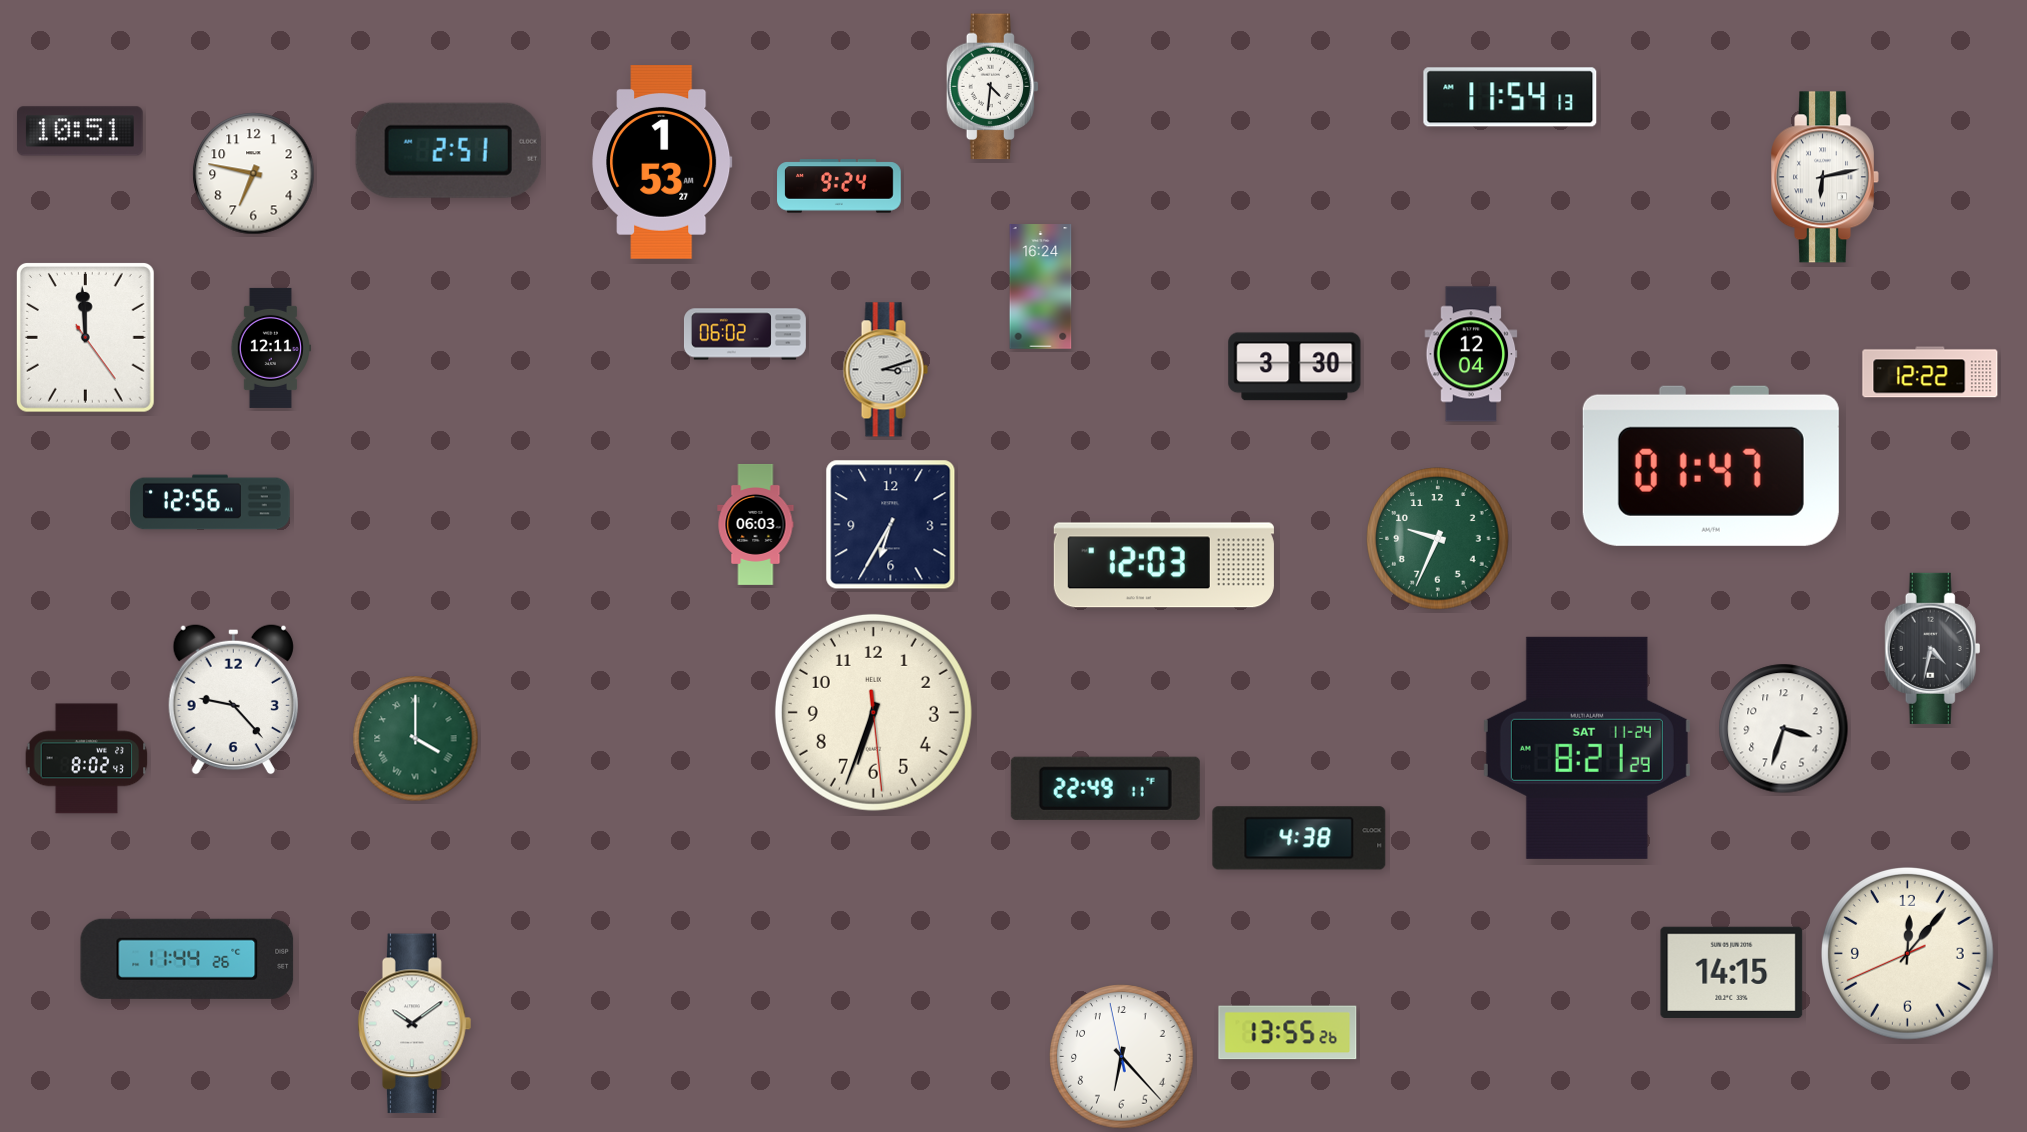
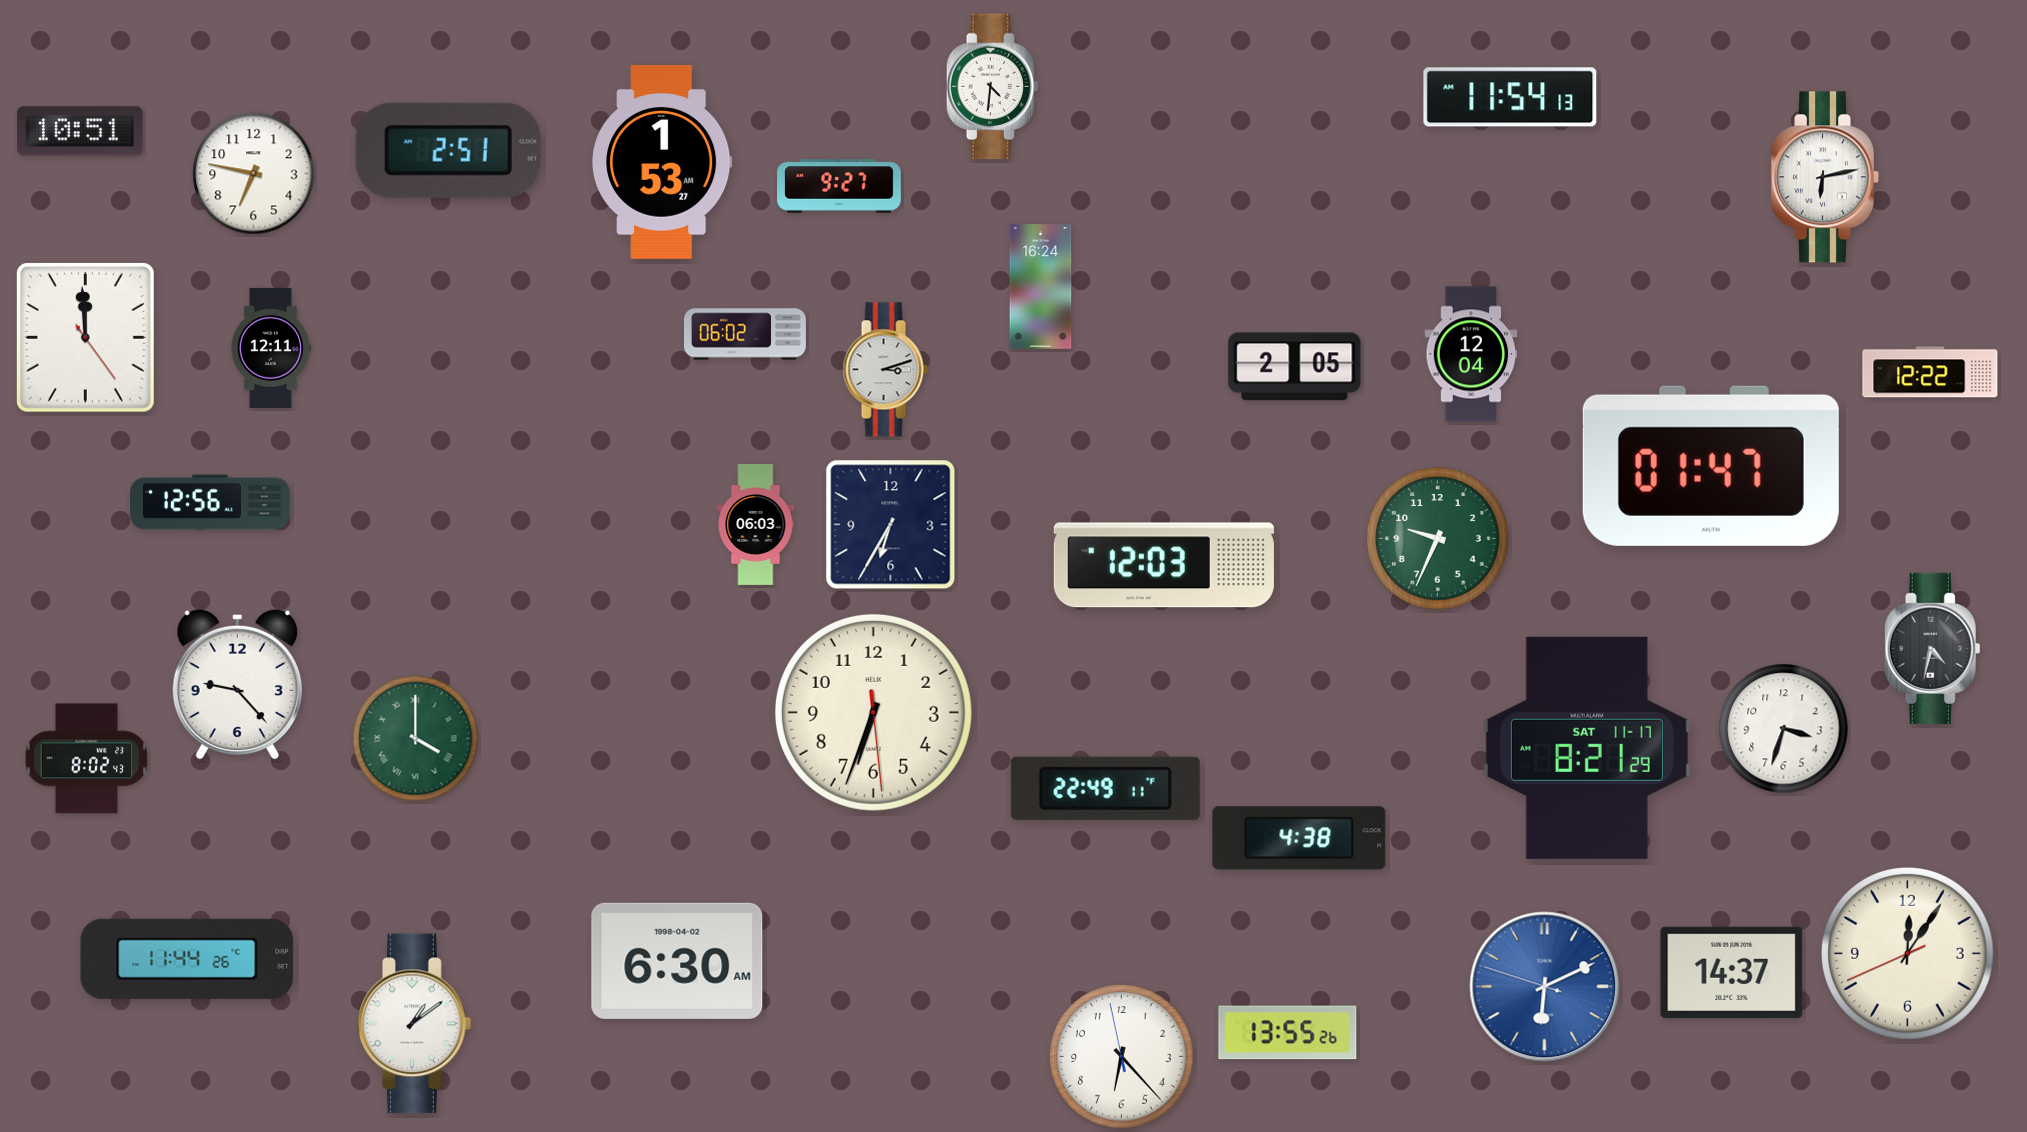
clock at (839, 186): 9:24 -> 9:27
clock at (1295, 367): 3:30 -> 2:05
clock at (233, 699) position: (233, 699) -> (237, 684)
clock at (1587, 748) date: SAT 11-24 -> SAT 11-17
clock at (1908, 954): 12:06 -> 12:05
clock at (677, 961): none -> 6:30
clock at (1732, 972): 14:15 -> 14:37
clock at (1545, 987): none -> 6:10
clock at (415, 1024): 10:09 -> 1:09
